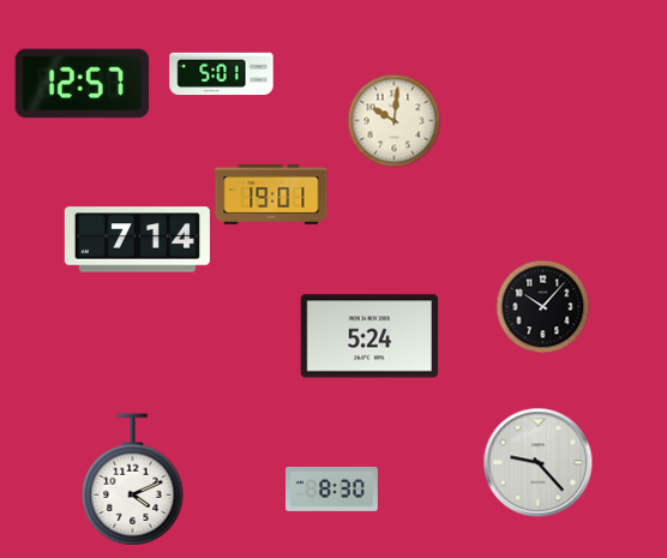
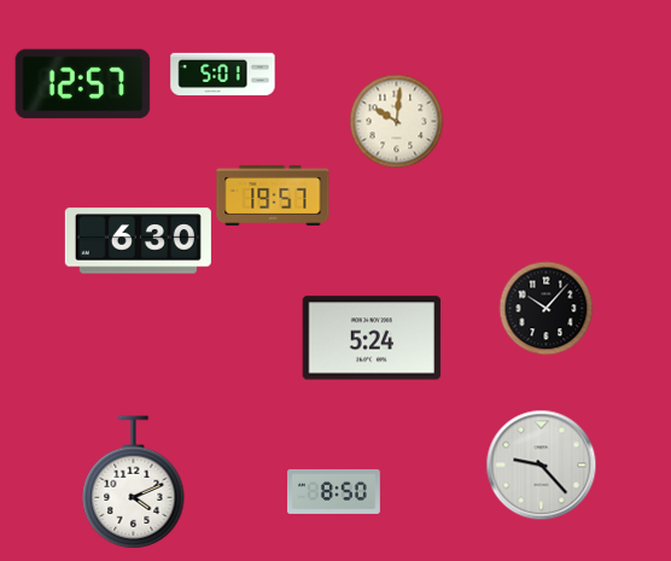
clock at (271, 194): 19:01 -> 19:57
clock at (137, 240): 7:14 -> 6:30
clock at (332, 488): 8:30 -> 8:50
